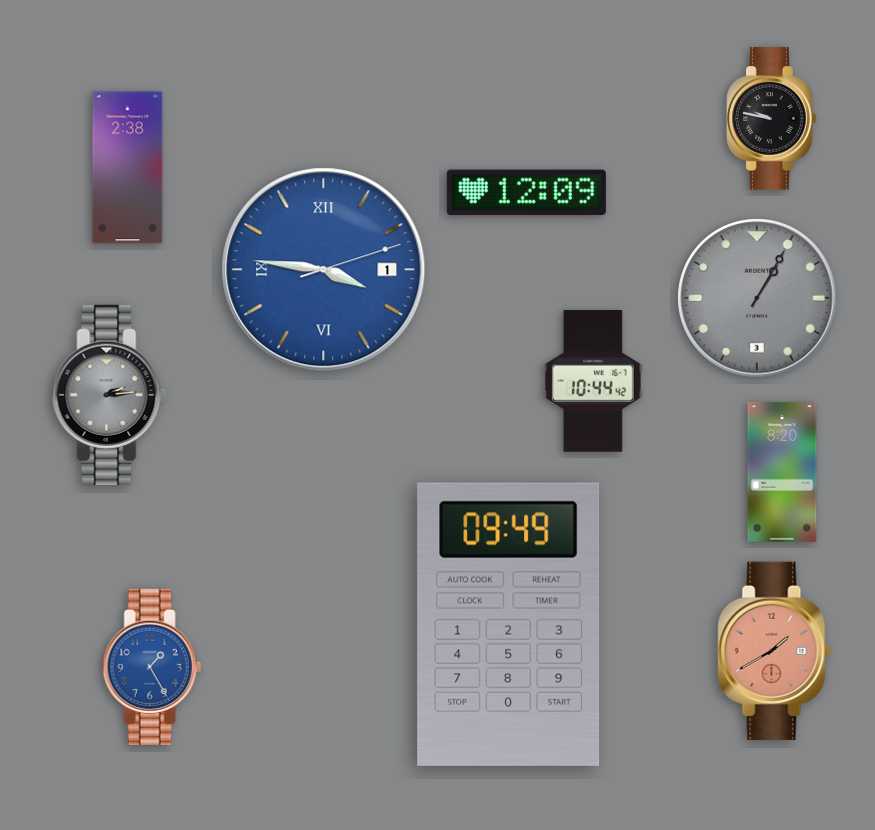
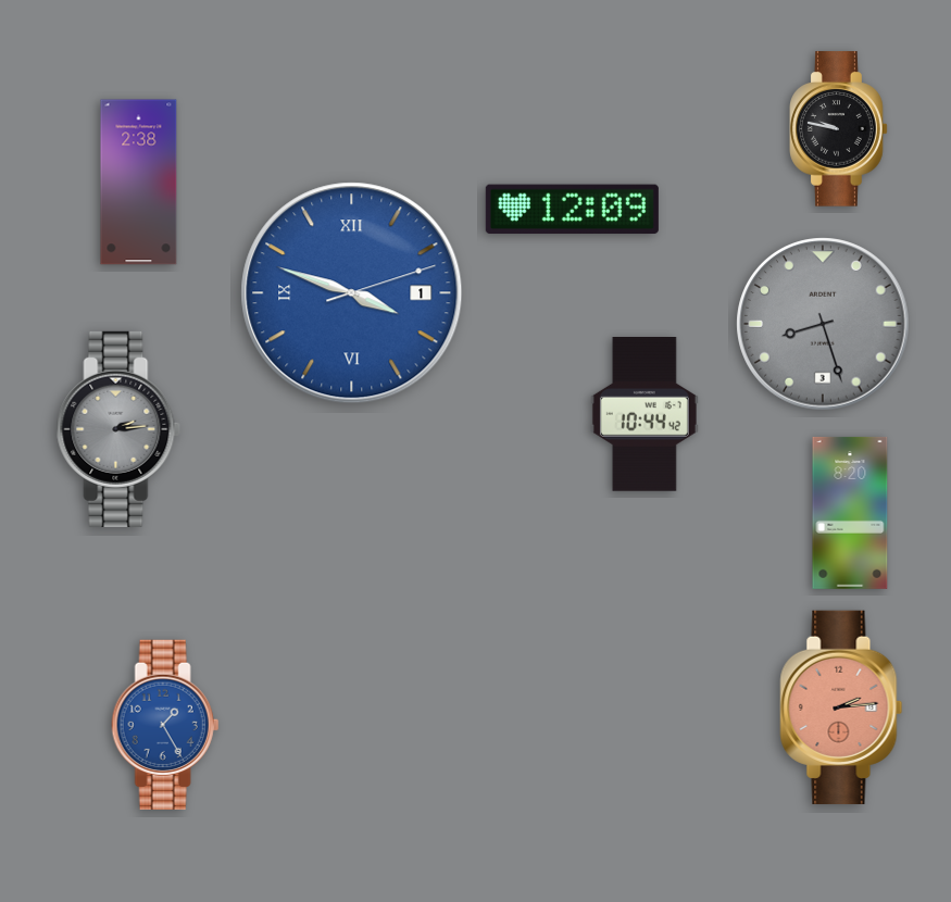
clock at (324, 270): 3:46 -> 3:48
clock at (757, 298): 1:05 -> 8:27
clock at (509, 624): 09:49 -> none
clock at (774, 651): 1:40 -> 2:14
